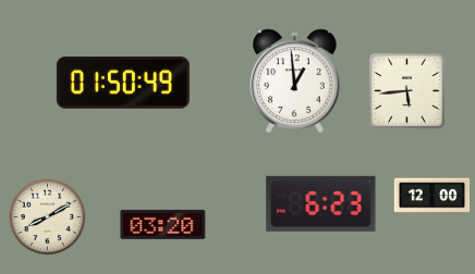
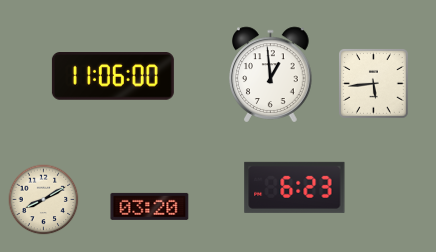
clock at (123, 83): 01:50 -> 11:06
clock at (433, 197): 12:00 -> none
